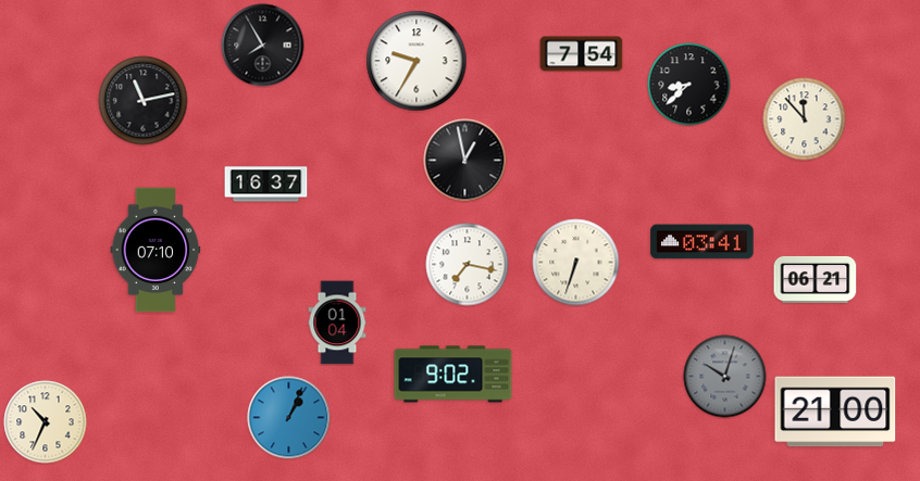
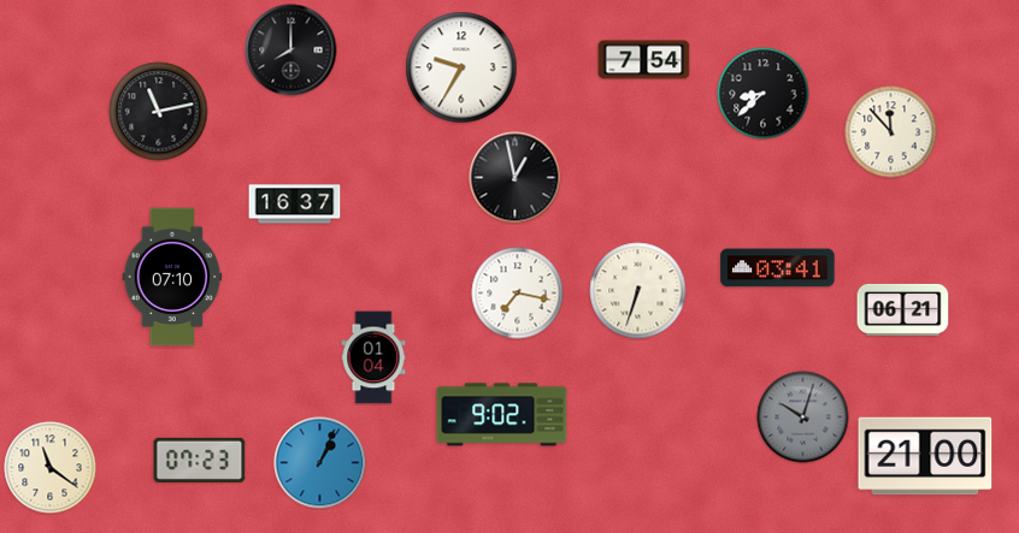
clock at (263, 46): 7:55 -> 8:00
clock at (200, 460): none -> 07:23
clock at (46, 422): 10:34 -> 11:21
